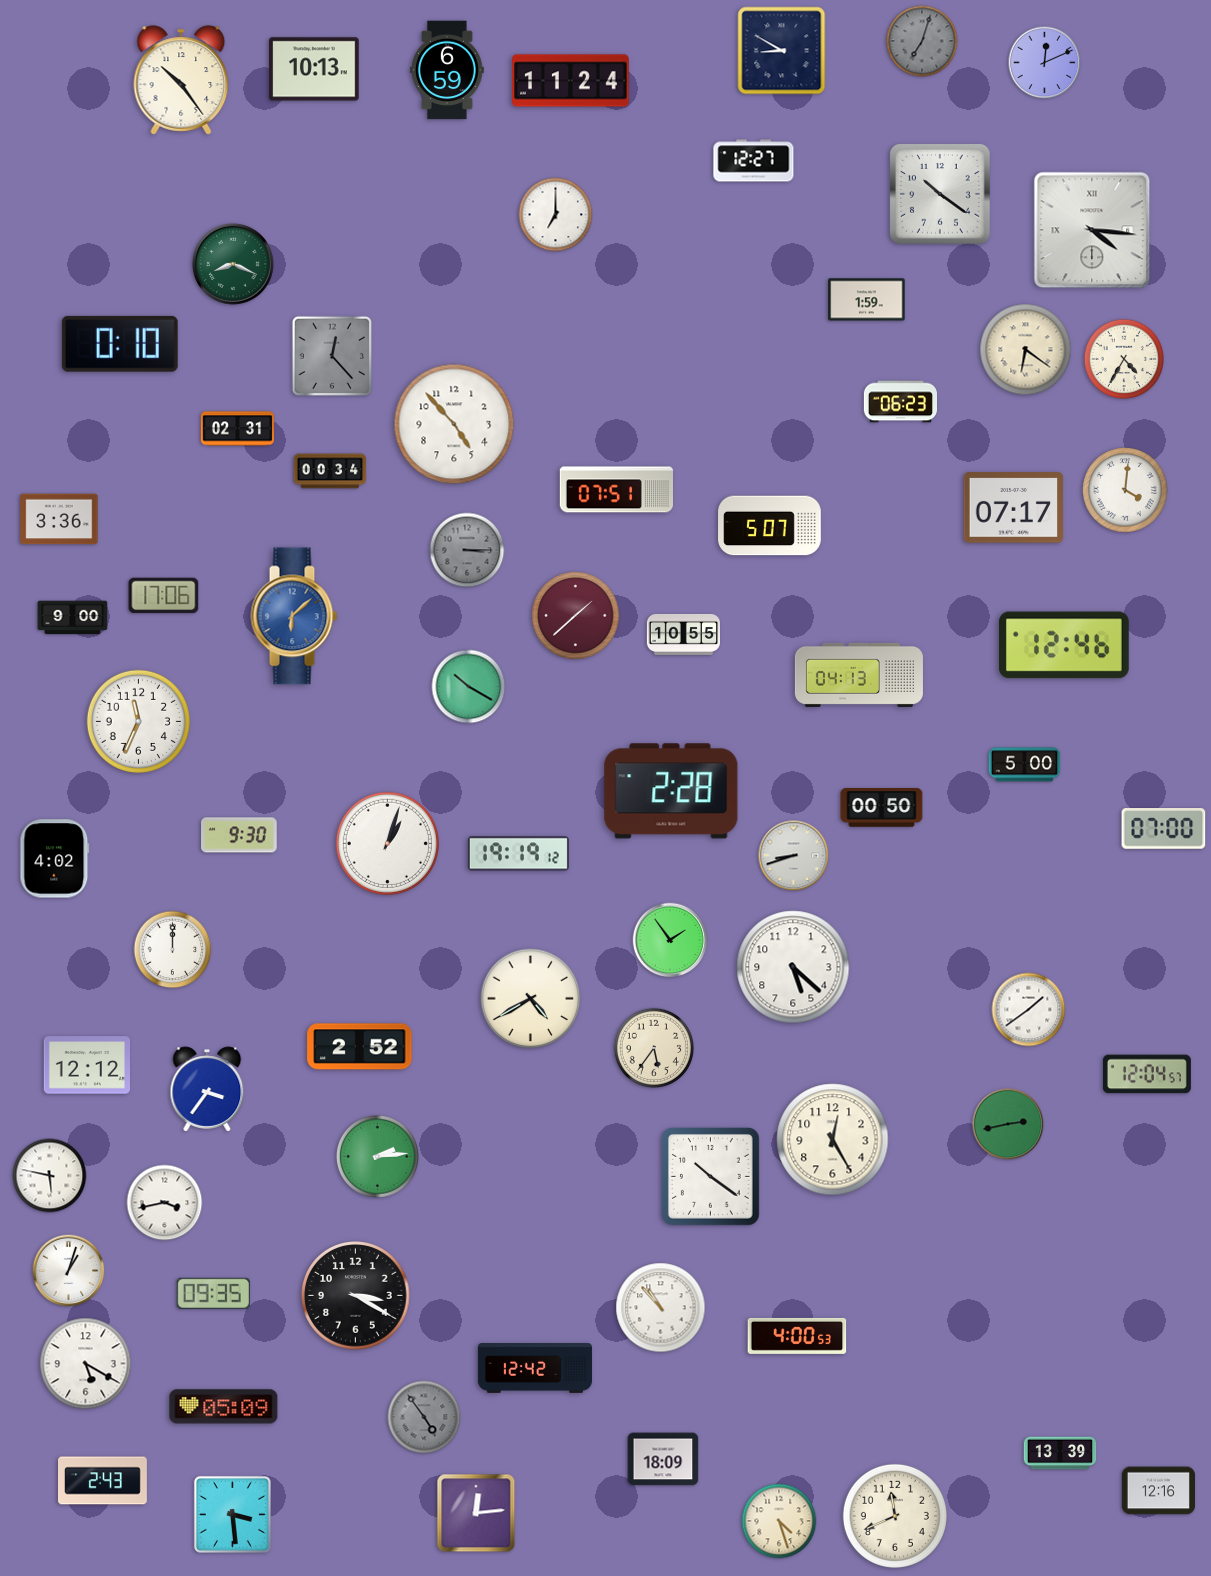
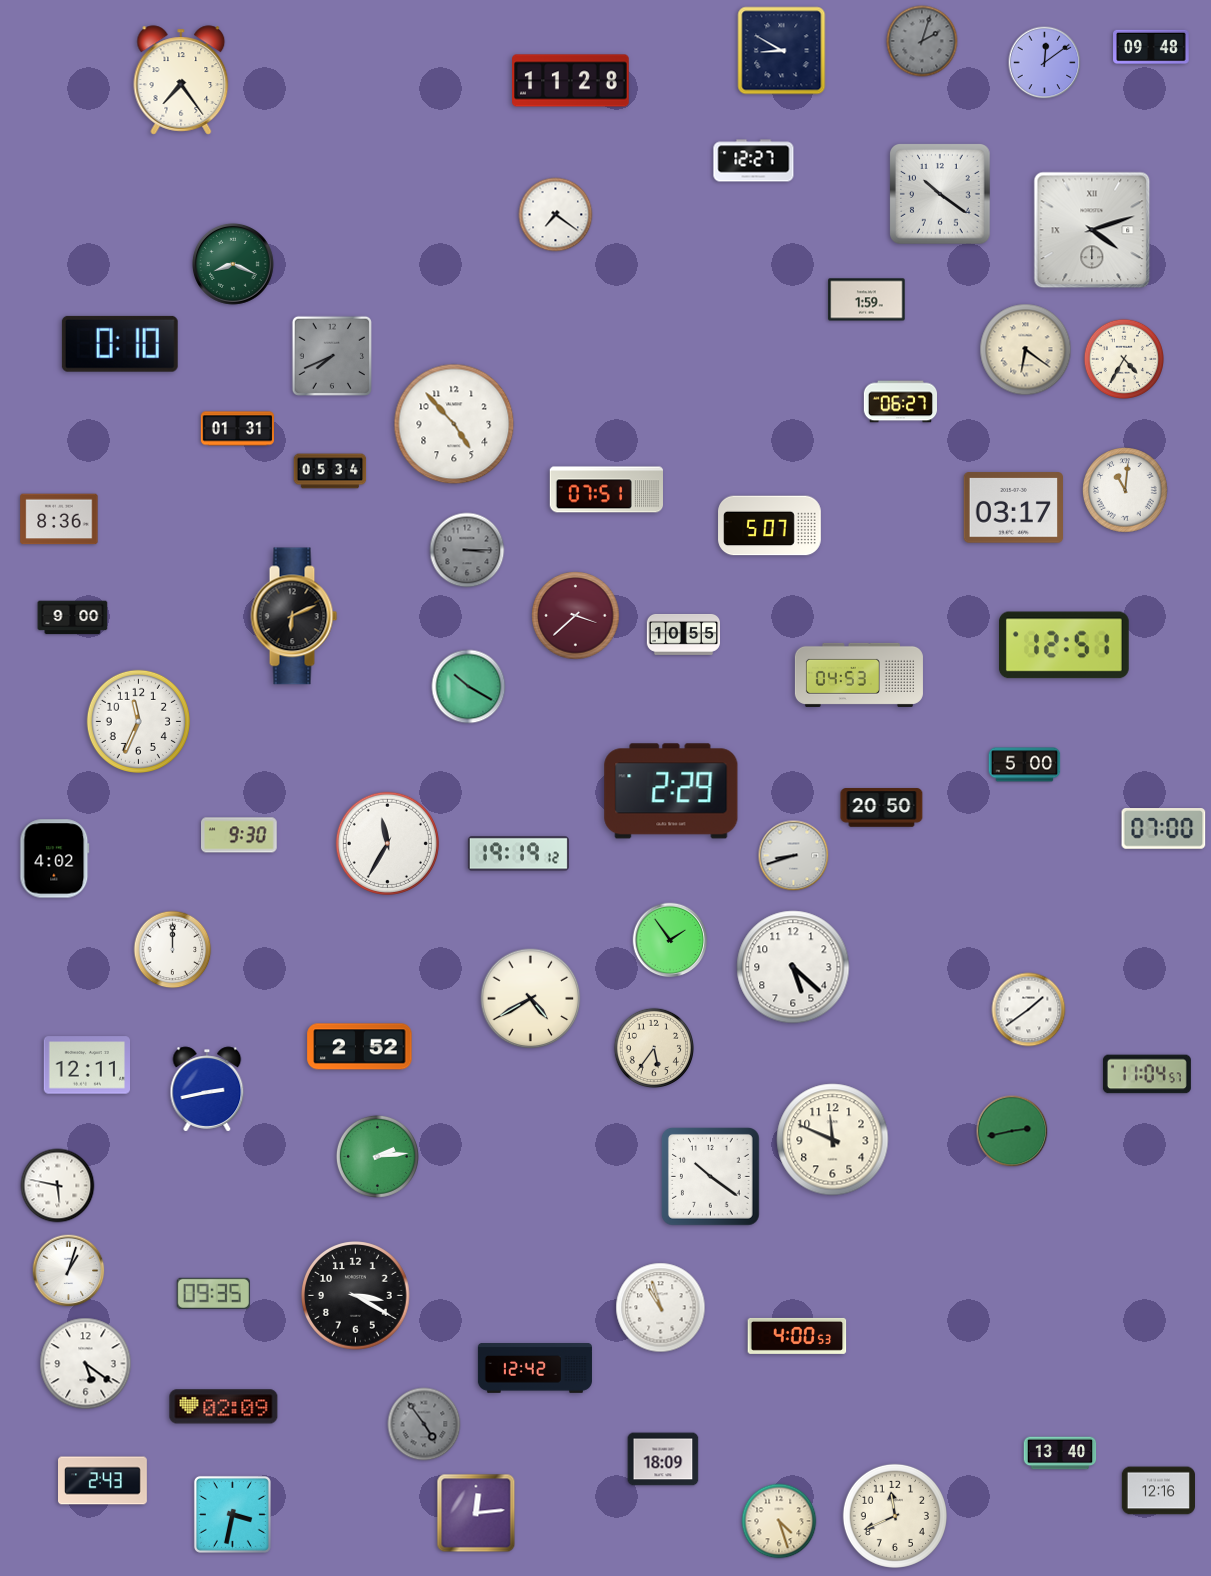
clock at (922, 41): 7:03 -> 2:03
clock at (1151, 47): none -> 09:48
clock at (1045, 63): 12:11 -> 12:09
clock at (314, 69): 10:13 -> none
clock at (448, 70): 6:59 -> none
clock at (181, 80): 10:24 -> 7:24
clock at (571, 81): 11:24 -> 11:28
clock at (556, 215): 7:00 -> 7:21
clock at (1092, 230): 4:16 -> 4:12
clock at (332, 356): 12:23 -> 7:41
clock at (900, 402): 06:23 -> 06:27
clock at (237, 429): 02:31 -> 01:31
clock at (330, 471): 00:34 -> 05:34
clock at (616, 490) position: (616, 490) -> (606, 490)
clock at (1125, 490): 4:01 -> 11:01
clock at (1014, 508): 07:17 -> 03:17
clock at (59, 519): 3:36 -> 8:36
clock at (164, 596): 17:06 -> none
clock at (294, 616): 6:08 -> 6:11
clock at (294, 616) dial: blue -> black
clock at (576, 616): 1:38 -> 3:38
clock at (1064, 645): 12:46 -> 12:51
clock at (859, 675): 04:13 -> 04:53
clock at (671, 791): 2:28 -> 2:29
clock at (882, 808): 00:50 -> 20:50
clock at (387, 843): 1:03 -> 11:35
clock at (86, 1065): 12:12 -> 12:11
clock at (1147, 1074): 12:04 -> 11:04
clock at (207, 1089): 3:36 -> 2:43
clock at (1008, 1124) position: (1008, 1124) -> (1012, 1131)
clock at (833, 1140): 12:25 -> 11:49
clock at (50, 1176) position: (50, 1176) -> (58, 1186)
clock at (165, 1203): 3:43 -> none
clock at (661, 1308): 10:53 -> 10:57
clock at (86, 1364): 5:20 -> 5:21
clock at (224, 1407): 05:09 -> 02:09
clock at (424, 1417) position: (424, 1417) -> (424, 1424)
clock at (1060, 1453): 13:39 -> 13:40
clock at (232, 1514): 3:29 -> 3:32
